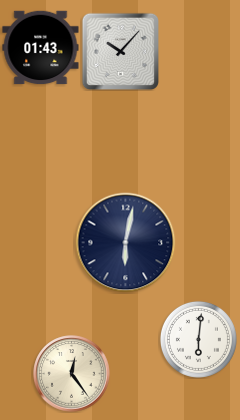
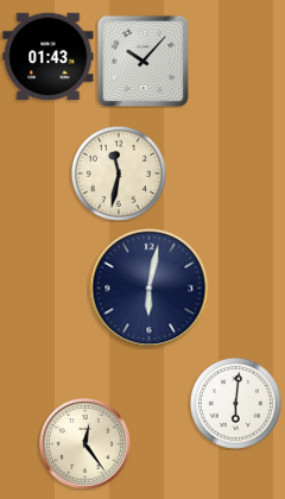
clock at (119, 173): none -> 11:32
